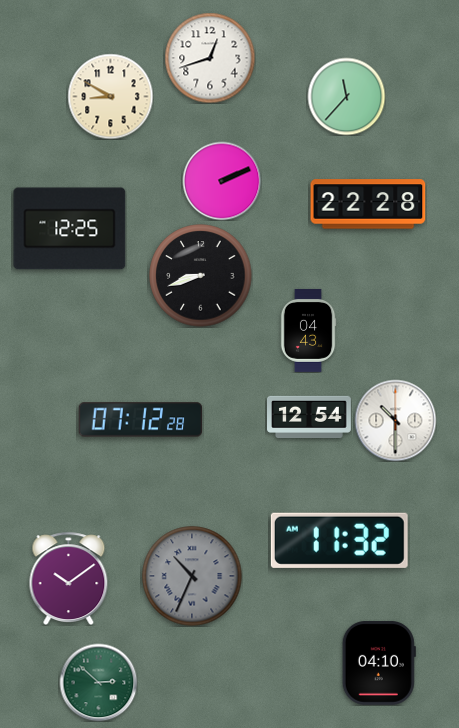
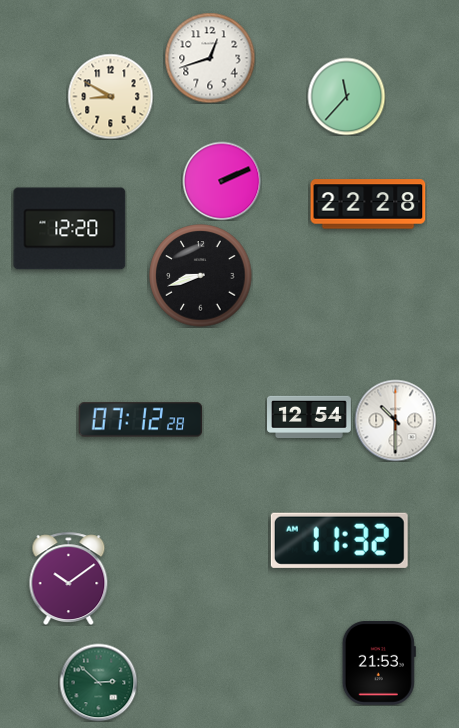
clock at (70, 229): 12:25 -> 12:20
clock at (308, 330): 04:43 -> none
clock at (192, 576): 10:34 -> none
clock at (379, 663): 04:10 -> 21:53
